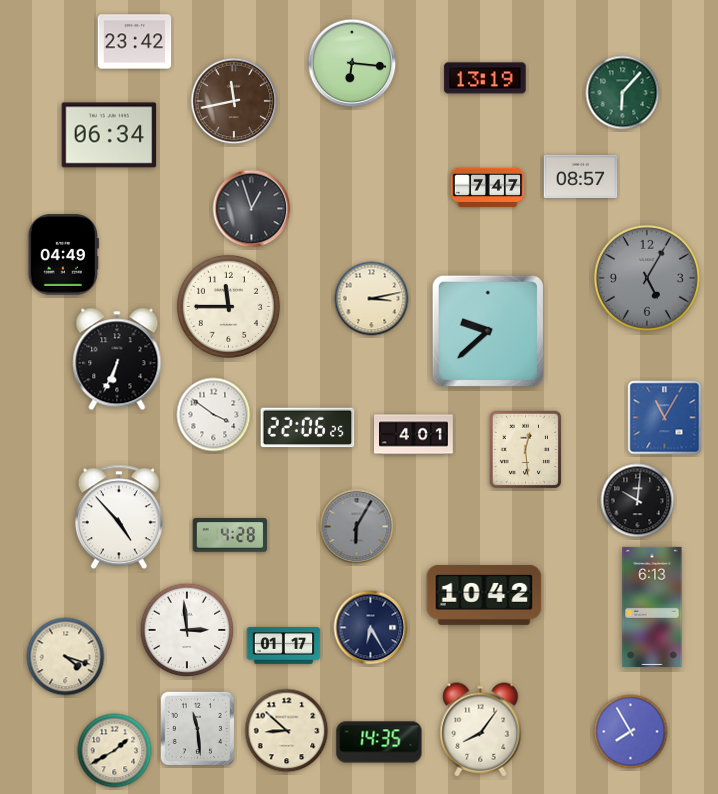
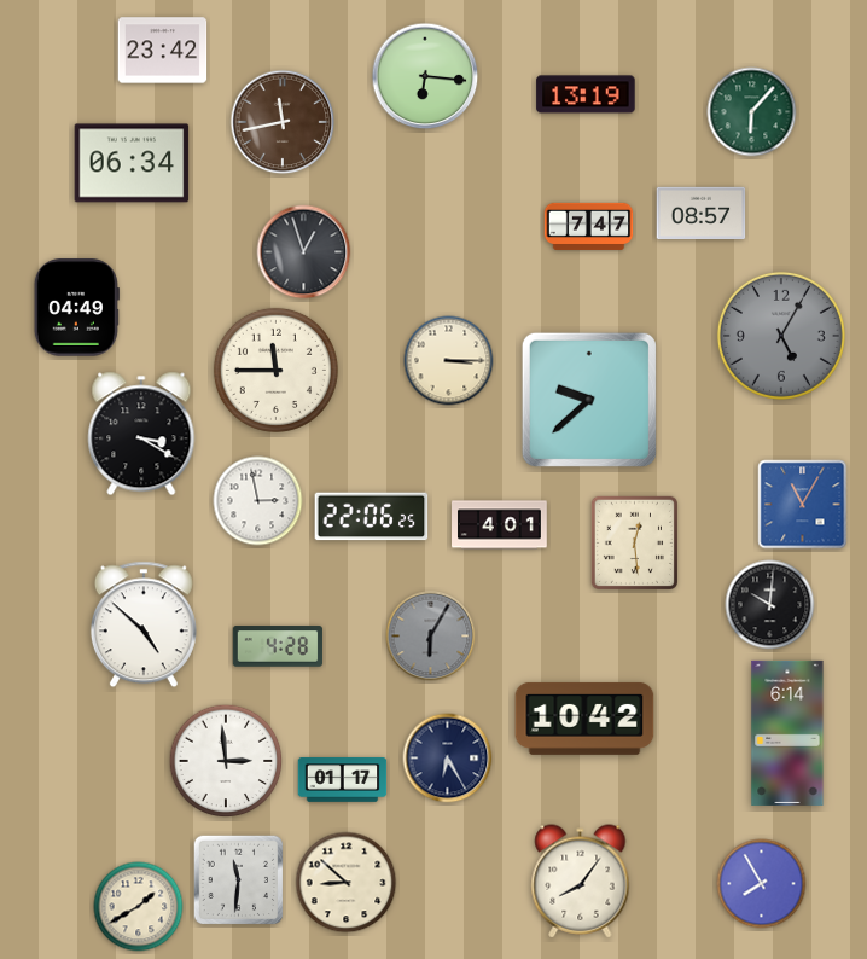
clock at (372, 299): 3:13 -> 3:15
clock at (117, 359): 6:34 -> 3:20
clock at (214, 415): 3:51 -> 2:58
clock at (119, 517): 4:53 -> 4:52
clock at (652, 607): 6:13 -> 6:14
clock at (66, 657): 4:18 -> none
clock at (198, 729): 11:29 -> 11:31
clock at (379, 742): 14:35 -> none
